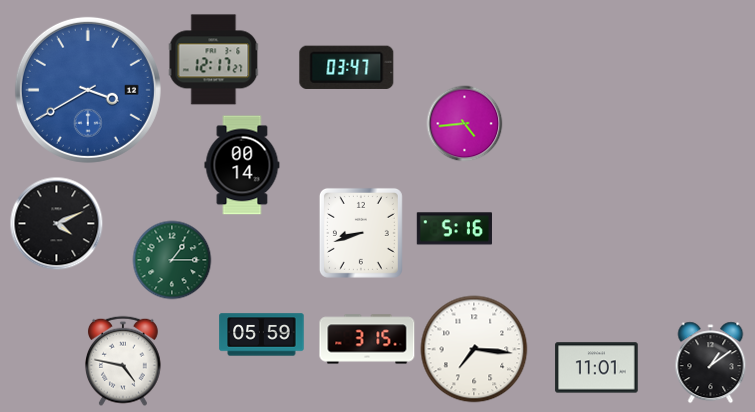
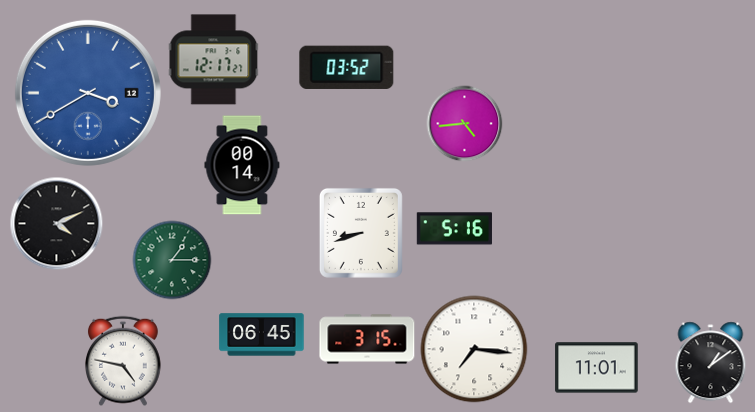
clock at (347, 67): 03:47 -> 03:52
clock at (88, 90) position: (88, 90) -> (88, 93)
clock at (262, 335): 05:59 -> 06:45
